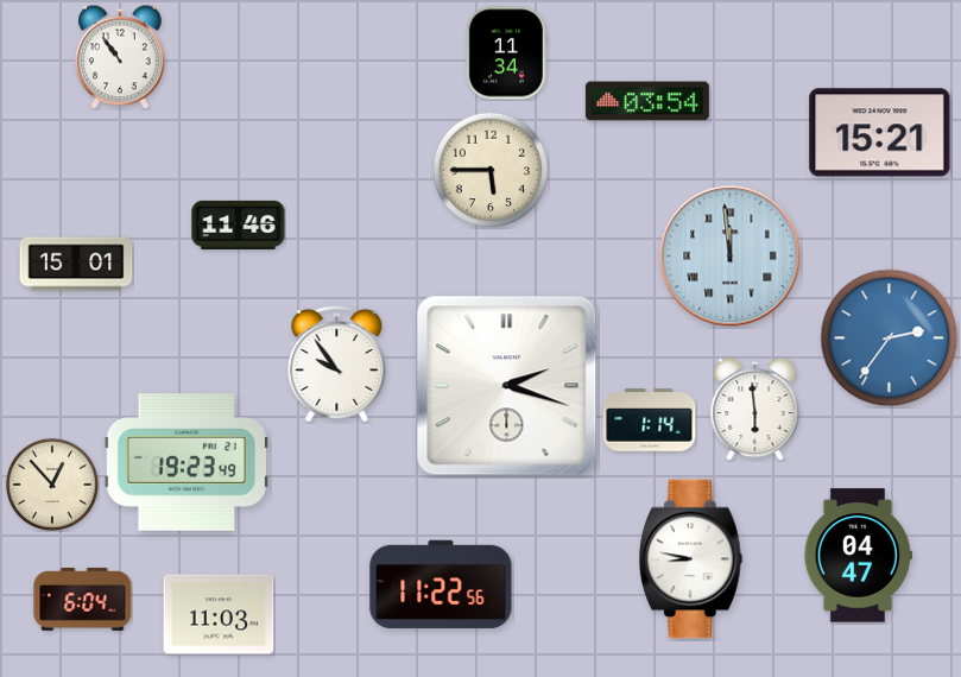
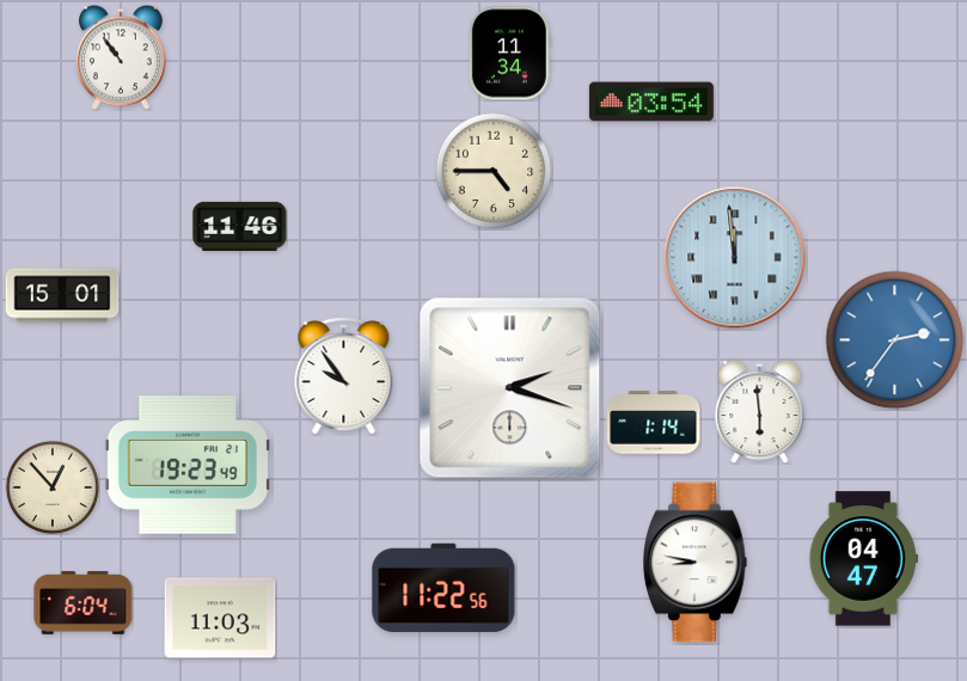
clock at (880, 133): 15:21 -> none
clock at (491, 170): 5:45 -> 4:45
clock at (76, 264) position: (76, 264) -> (62, 295)
clock at (337, 365) position: (337, 365) -> (344, 376)
